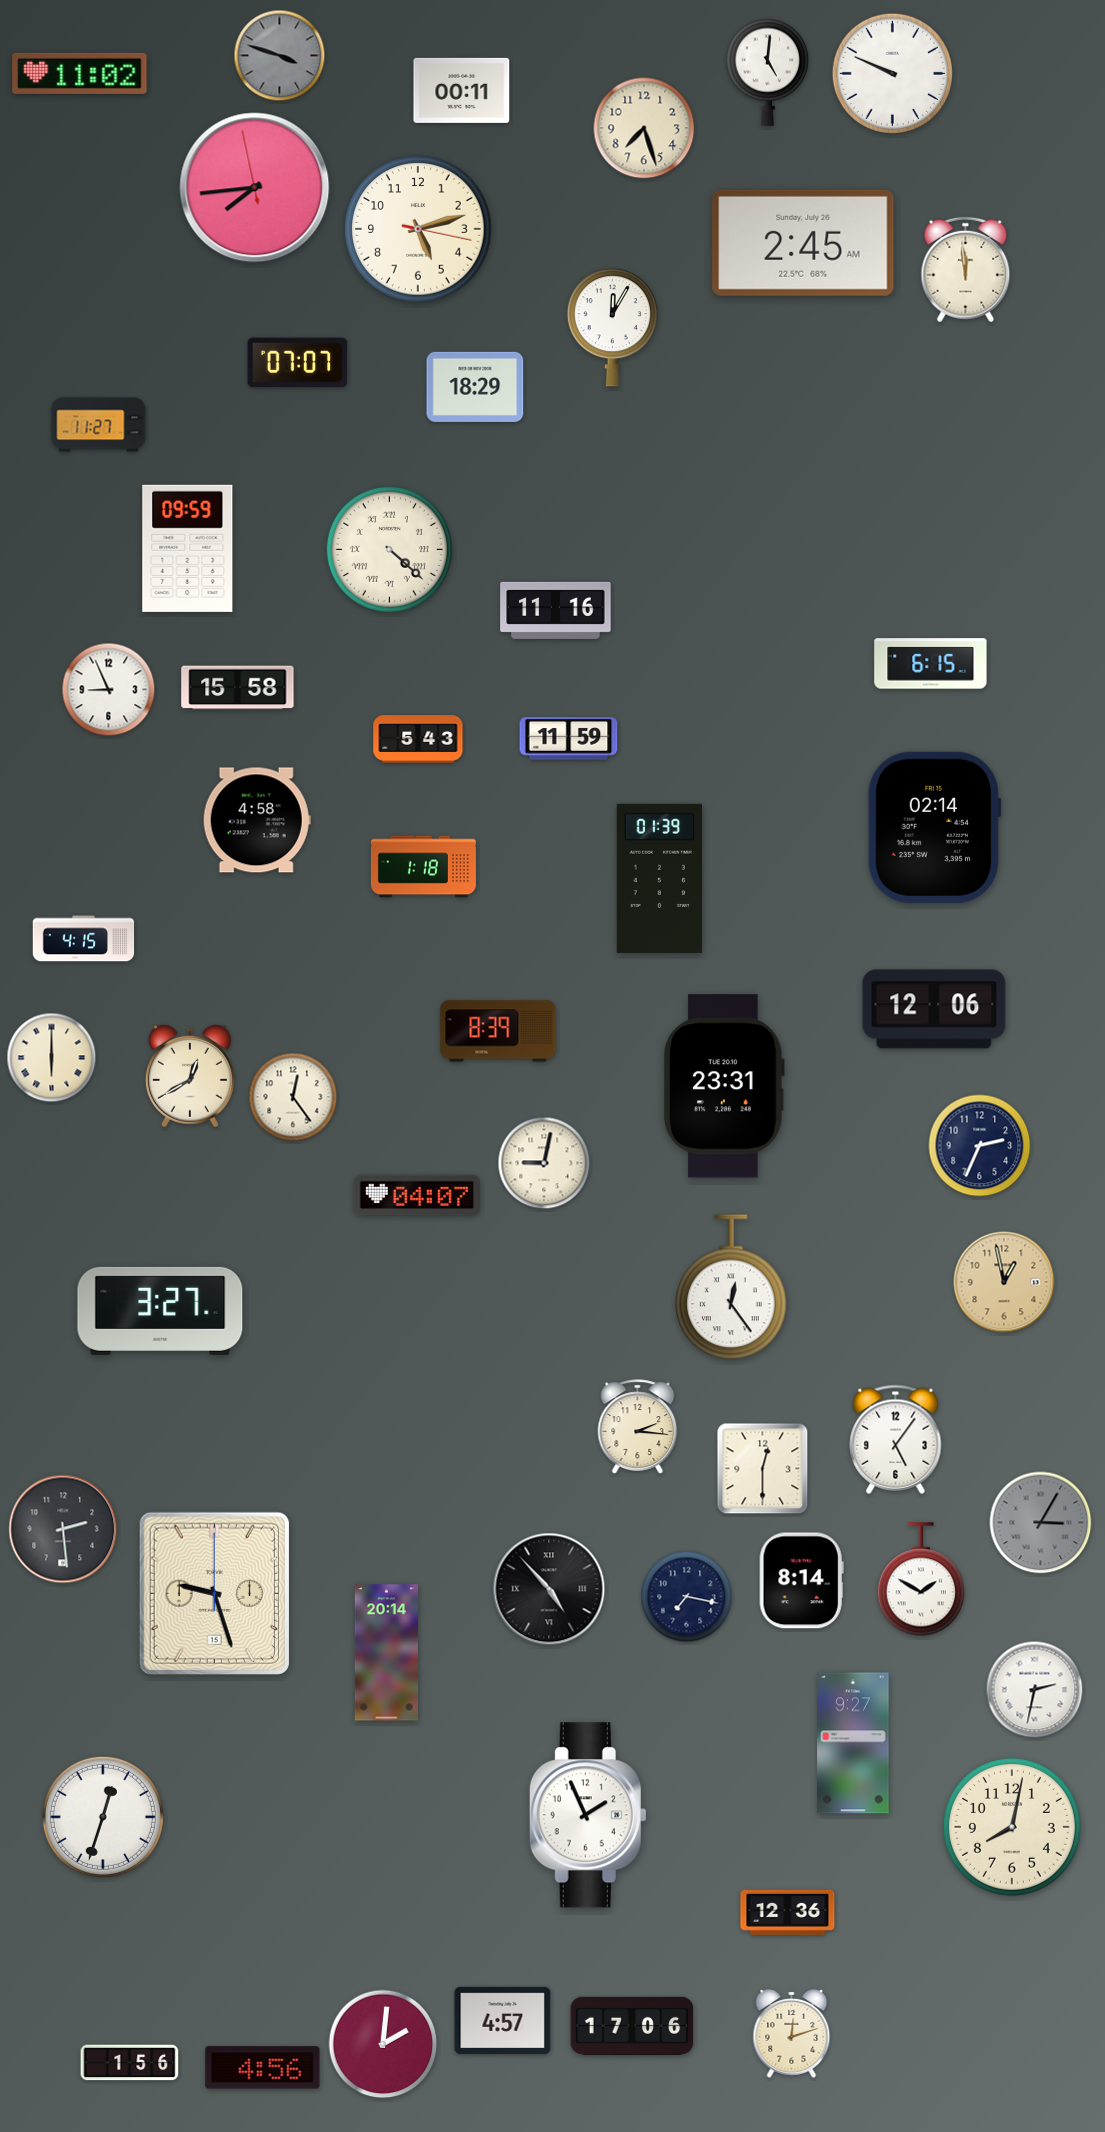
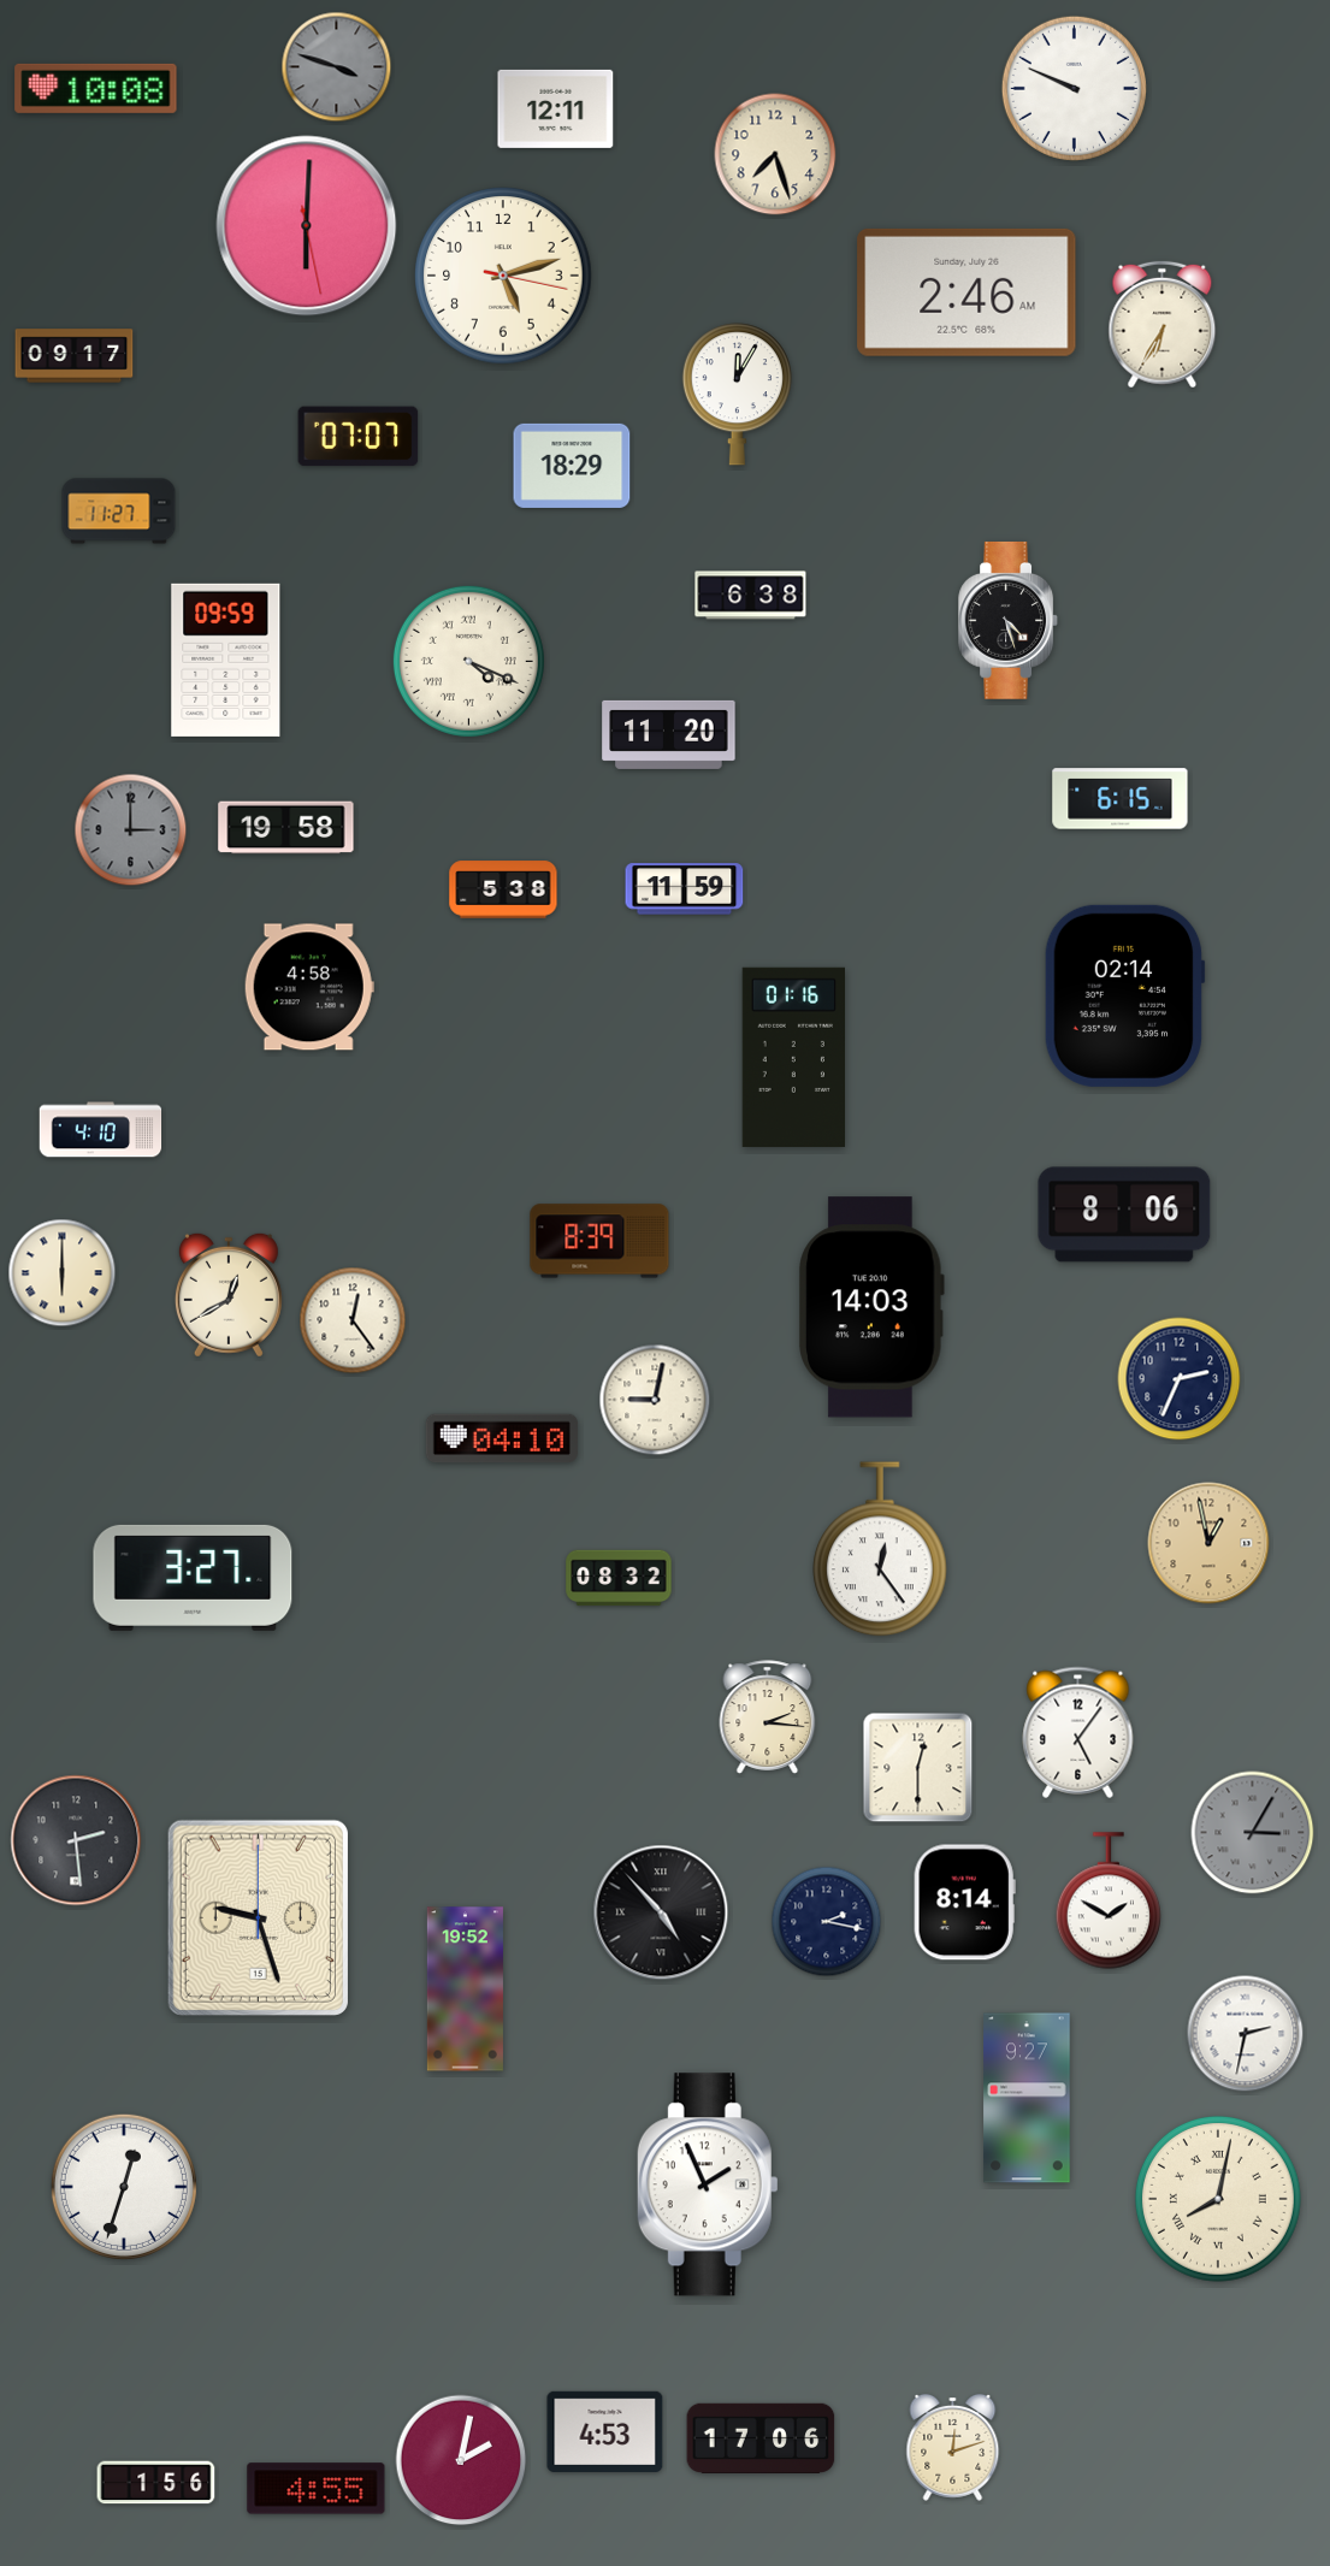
clock at (768, 72): 5:01 -> none
clock at (80, 73): 11:02 -> 10:08
clock at (462, 90): 00:11 -> 12:11
clock at (255, 188): 7:43 -> 6:00
clock at (803, 243): 2:45 -> 2:46
clock at (966, 270): 11:59 -> 6:35
clock at (75, 356): none -> 09:17
clock at (751, 596): none -> 6:38
clock at (1007, 621): none -> 4:27
clock at (389, 549): 4:22 -> 4:19
clock at (556, 610): 11:16 -> 11:20
clock at (238, 688): 15:58 -> 19:58
clock at (109, 690): 8:56 -> 3:00
clock at (109, 690) dial: white -> grey
clock at (418, 739): 5:43 -> 5:38
clock at (423, 867): 1:18 -> none
clock at (659, 878): 01:39 -> 01:16
clock at (84, 939): 4:15 -> 4:10
clock at (934, 1009): 12:06 -> 8:06
clock at (724, 1086): 23:31 -> 14:03
clock at (417, 1195): 04:07 -> 04:10
clock at (619, 1578): none -> 08:32
clock at (687, 1597): 7:17 -> 2:17
clock at (386, 1653): 20:14 -> 19:52
clock at (1012, 1827) numerals: Arabic -> Roman
clock at (788, 1912): 12:36 -> none
clock at (503, 2020): 4:57 -> 4:53
clock at (383, 2044): 2:01 -> 2:02
clock at (263, 2068): 4:56 -> 4:55
